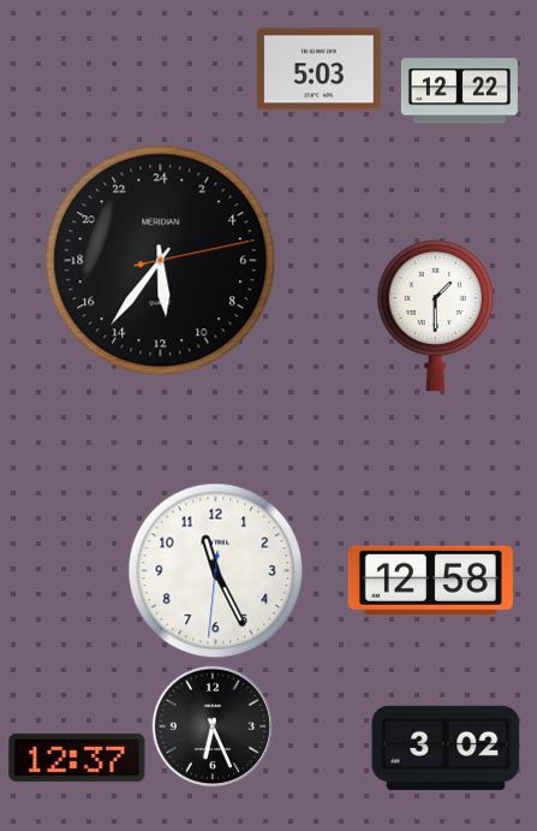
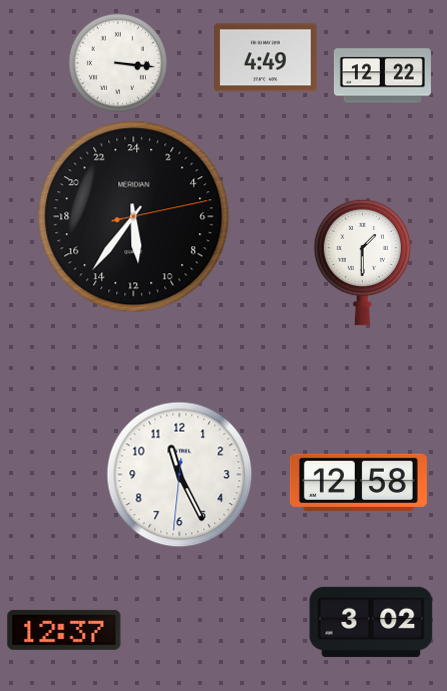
clock at (320, 70): 5:03 -> 4:49
clock at (118, 63): none -> 3:16
clock at (213, 726): 6:26 -> none
